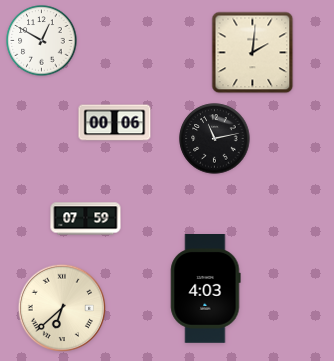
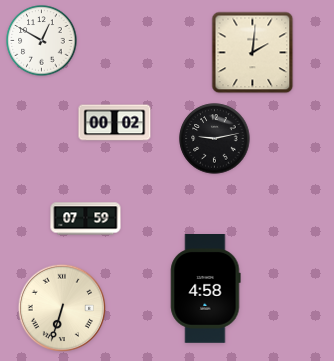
clock at (115, 123): 00:06 -> 00:02
clock at (215, 139): 11:13 -> 9:13
clock at (206, 289): 4:03 -> 4:58
clock at (61, 307): 6:38 -> 6:33
